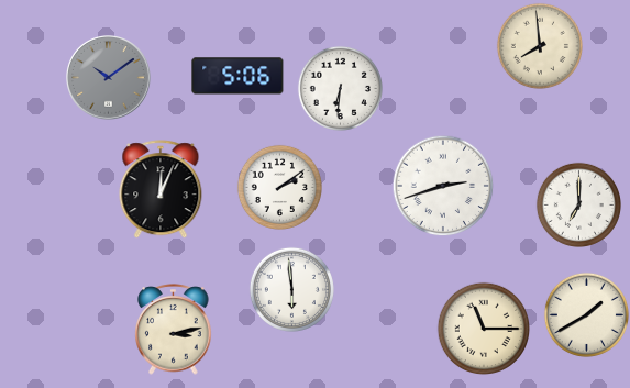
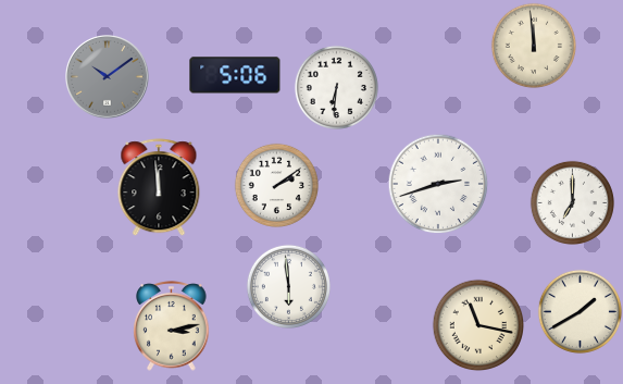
clock at (540, 46): 7:59 -> 11:59
clock at (161, 189): 12:04 -> 11:59
clock at (483, 328): 11:15 -> 11:17
